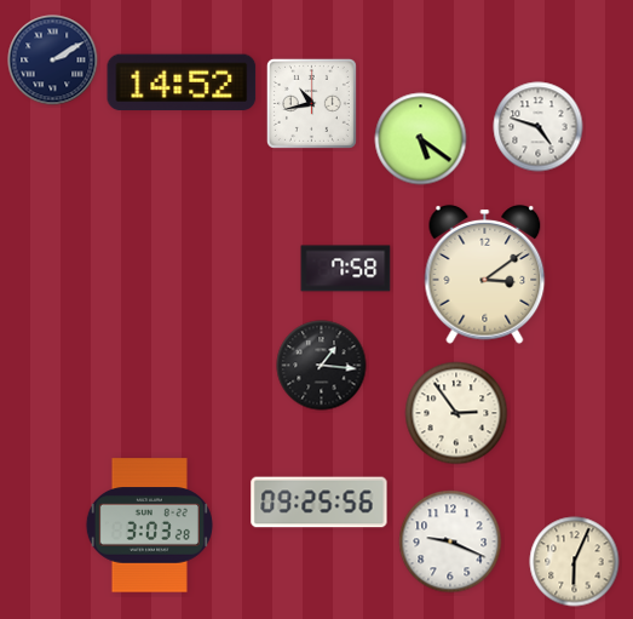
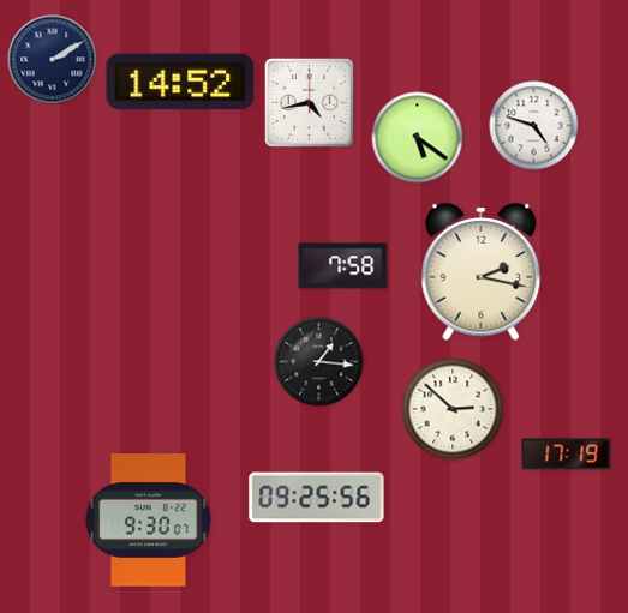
clock at (311, 103): 10:43 -> 4:43
clock at (485, 274): 3:09 -> 2:17
clock at (456, 413): 2:54 -> 2:52
clock at (567, 455): none -> 17:19
clock at (149, 526): 3:03 -> 9:30
clock at (450, 541): 9:19 -> none
clock at (575, 562): 6:04 -> none
